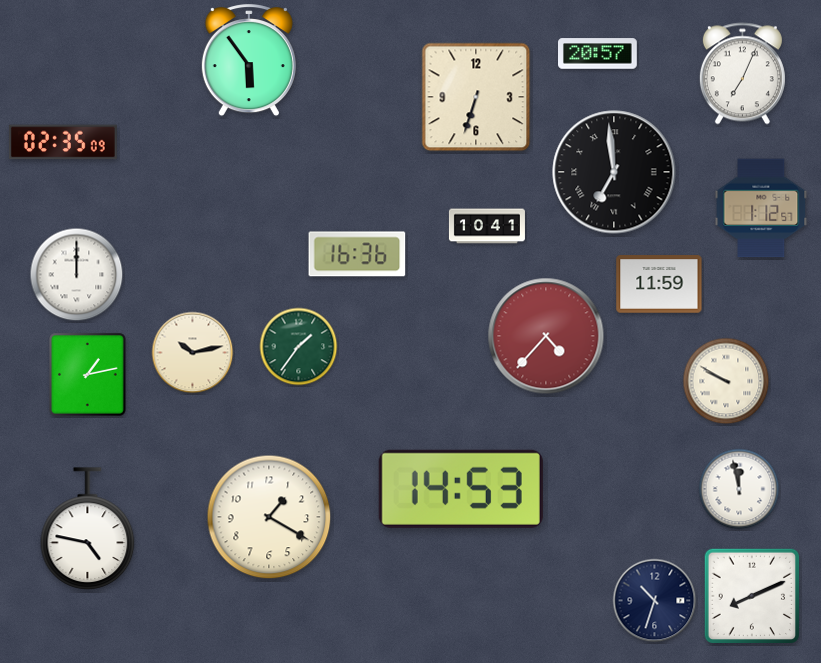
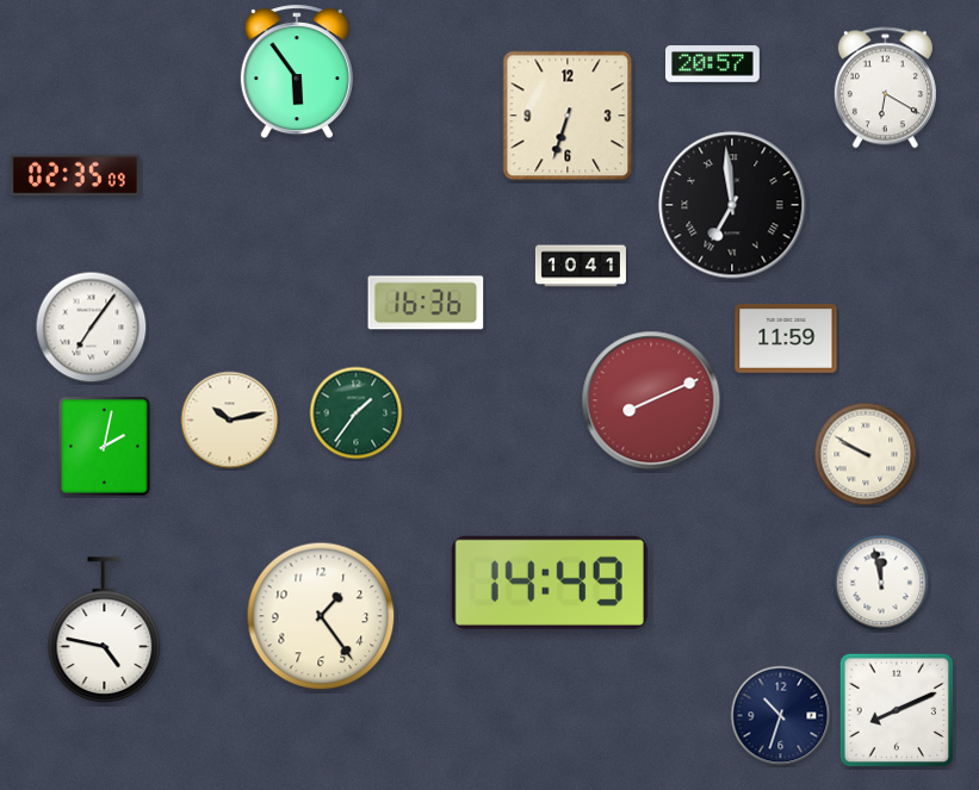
clock at (742, 74): 7:04 -> 6:20
clock at (63, 142) position: (63, 142) -> (75, 175)
clock at (761, 208): 1:12 -> none
clock at (487, 226) position: (487, 226) -> (581, 266)
clock at (77, 275): 12:00 -> 7:06
clock at (546, 336): 4:37 -> 8:11
clock at (88, 375): 1:13 -> 2:02
clock at (461, 489): 14:53 -> 14:49
clock at (269, 517): 1:20 -> 1:24
